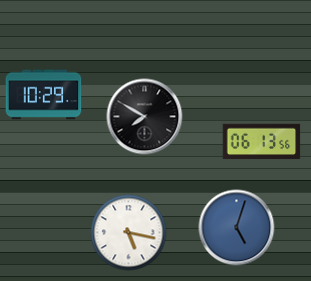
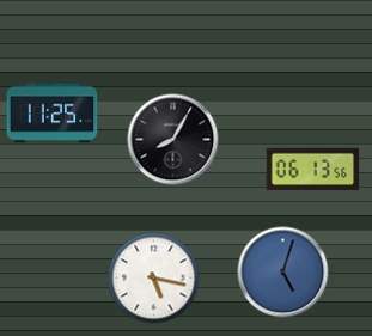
clock at (44, 95): 10:29 -> 11:25
clock at (145, 117): 7:50 -> 8:05
